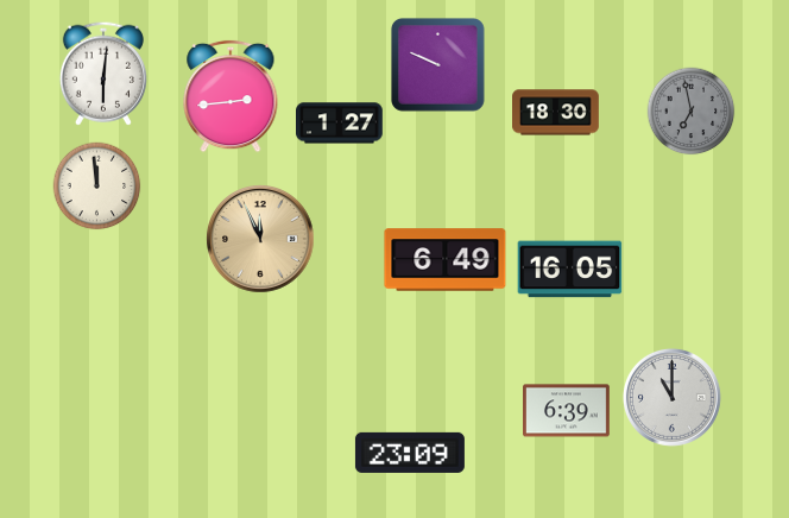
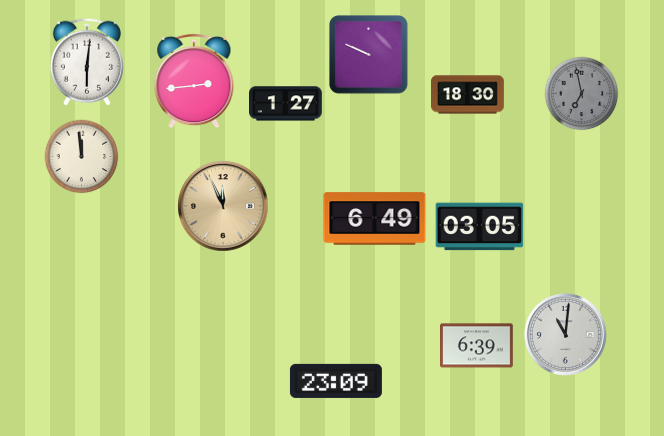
clock at (260, 239) position: (260, 239) -> (223, 206)
clock at (570, 270): 16:05 -> 03:05
clock at (671, 397): 11:00 -> 11:01
clock at (410, 453) position: (410, 453) -> (336, 381)
